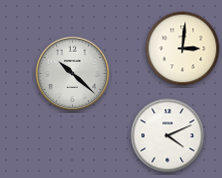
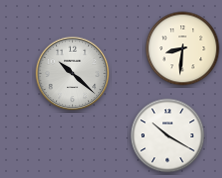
clock at (183, 49): 3:01 -> 8:31
clock at (168, 136): 4:11 -> 10:20
